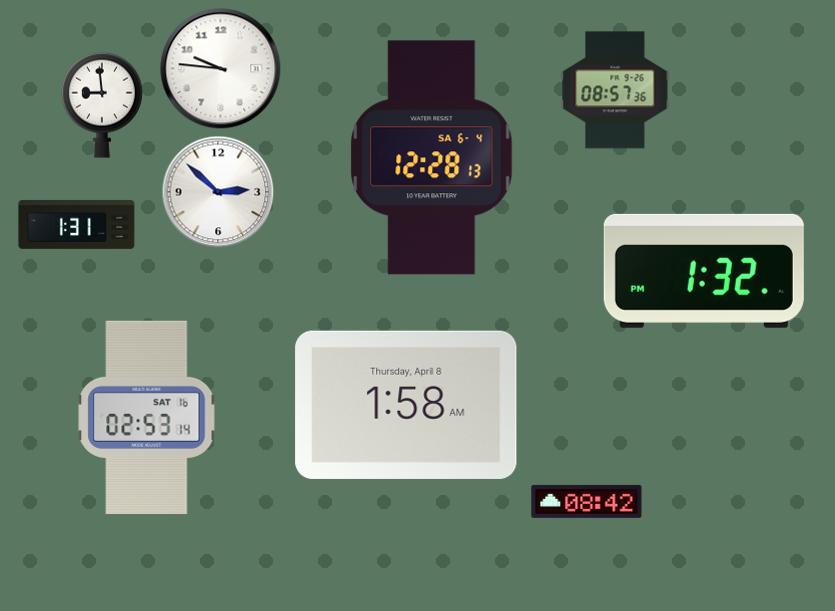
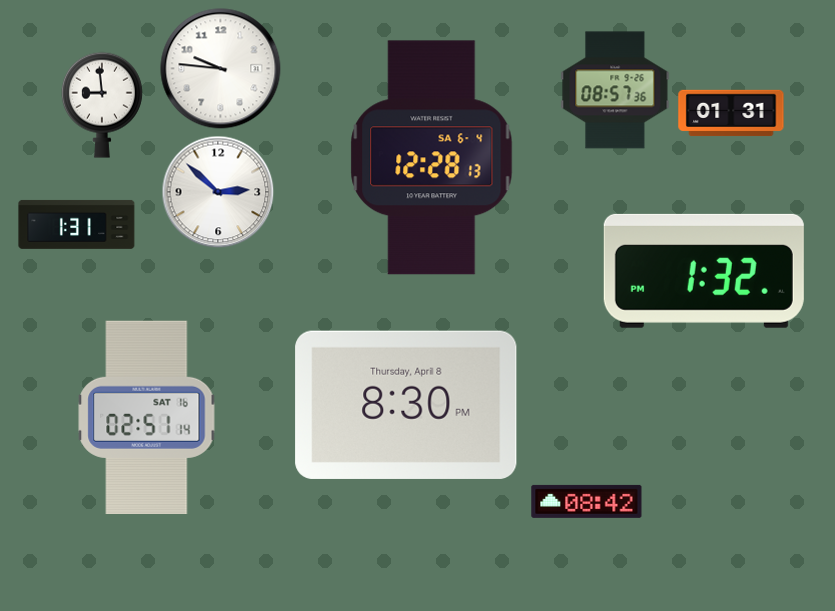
clock at (731, 113): none -> 01:31
clock at (406, 405): 1:58 -> 8:30
clock at (147, 417): 02:53 -> 02:51
